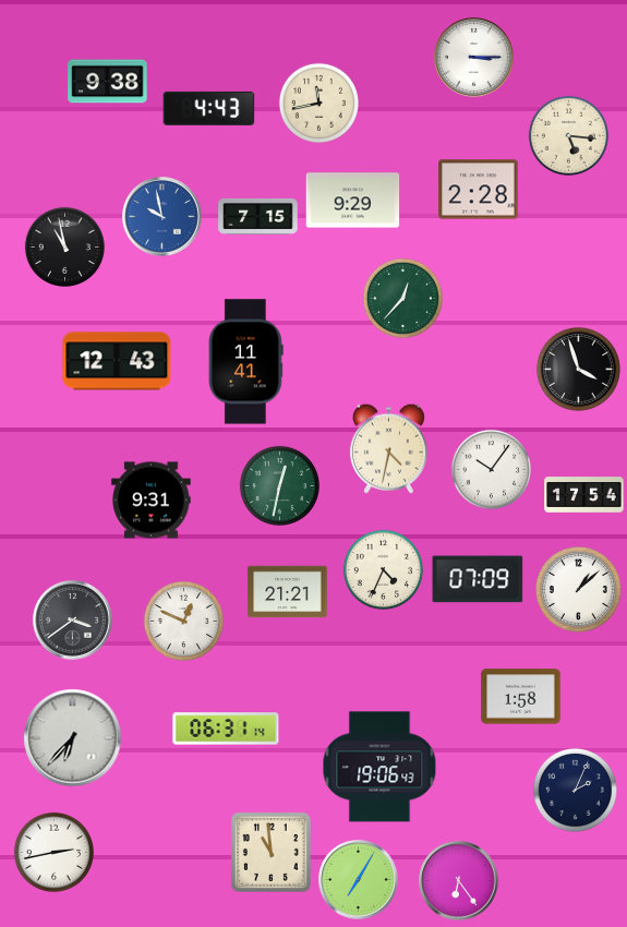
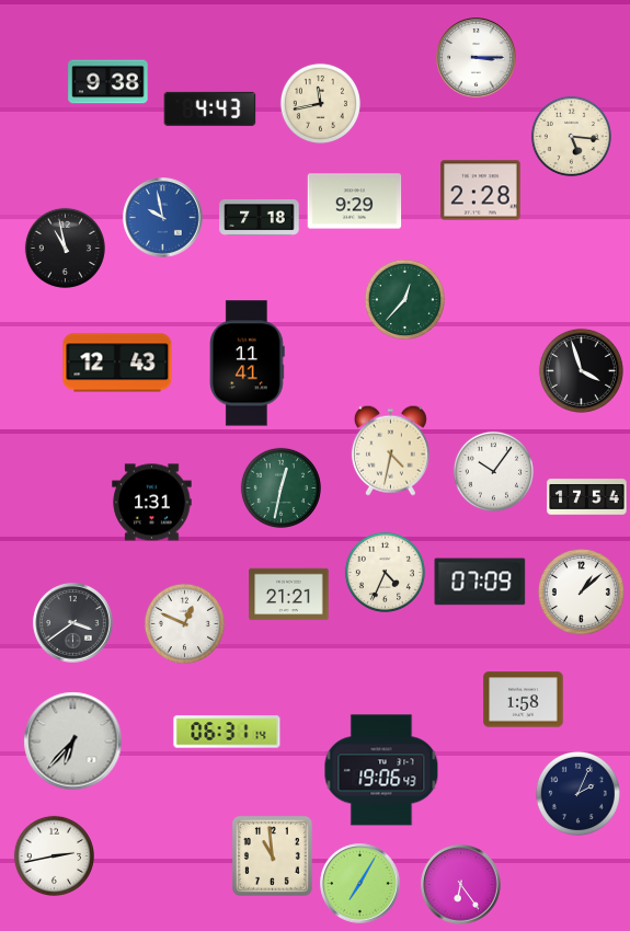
clock at (258, 217): 7:15 -> 7:18
clock at (152, 501): 9:31 -> 1:31
